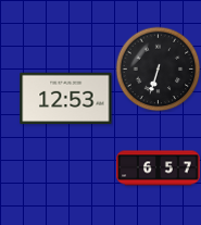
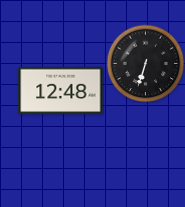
clock at (66, 99): 12:53 -> 12:48
clock at (159, 168): 6:57 -> none
